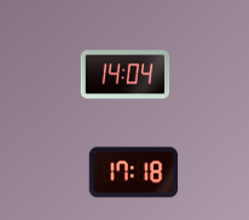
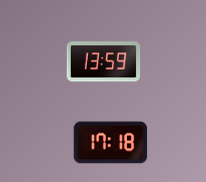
clock at (126, 75): 14:04 -> 13:59
